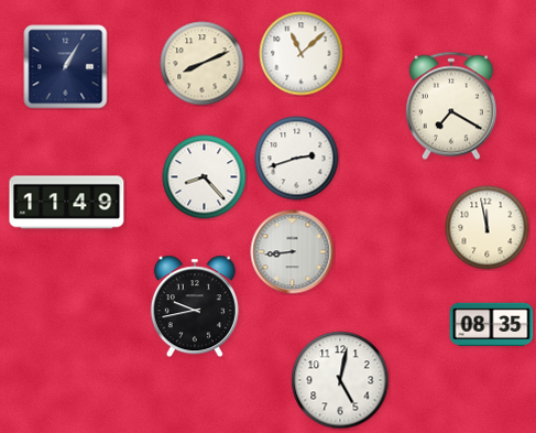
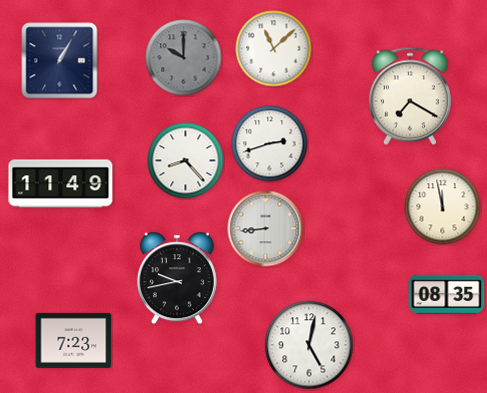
clock at (203, 64): 8:11 -> 10:00
clock at (203, 64) dial: cream -> grey
clock at (74, 340): none -> 7:23
